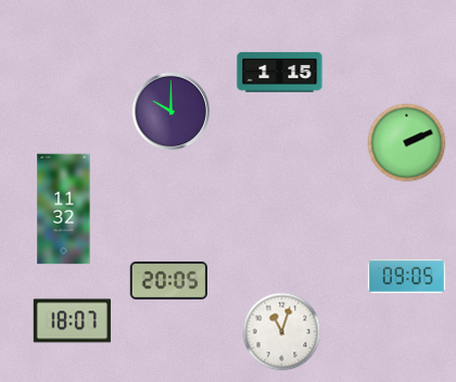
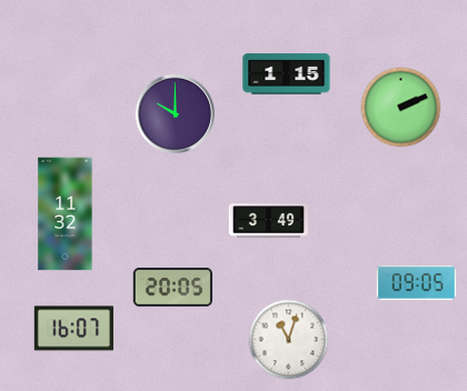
clock at (407, 143) position: (407, 143) -> (401, 108)
clock at (268, 221): none -> 3:49
clock at (72, 321): 18:07 -> 16:07
